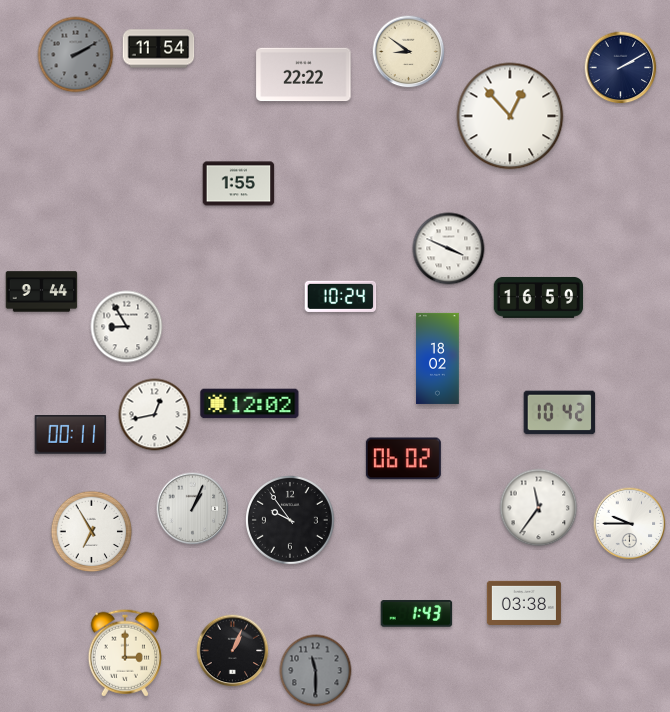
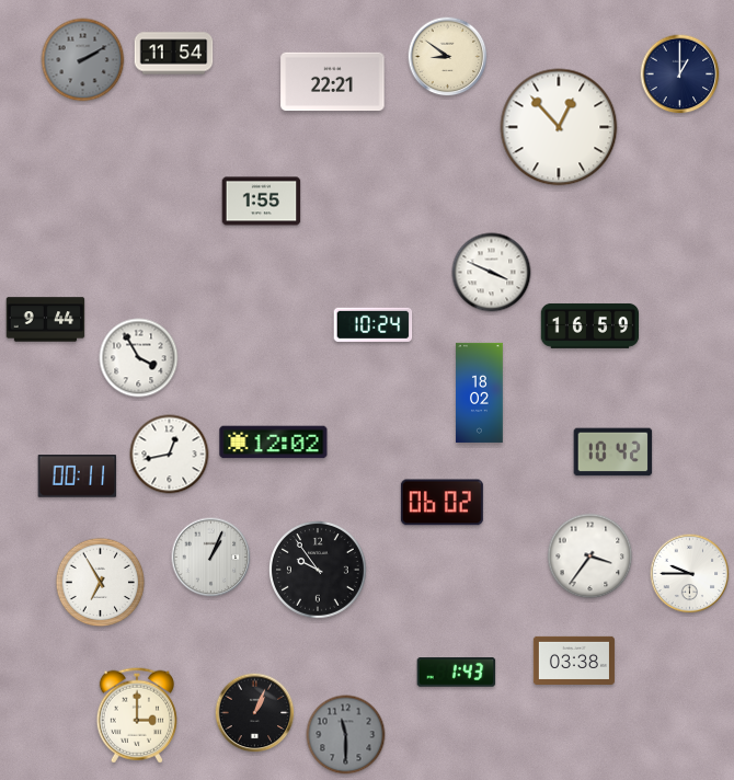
clock at (621, 68): 2:10 -> 1:00
clock at (304, 75): 22:22 -> 22:21
clock at (127, 327): 8:55 -> 3:55
clock at (539, 508): 11:36 -> 3:36
